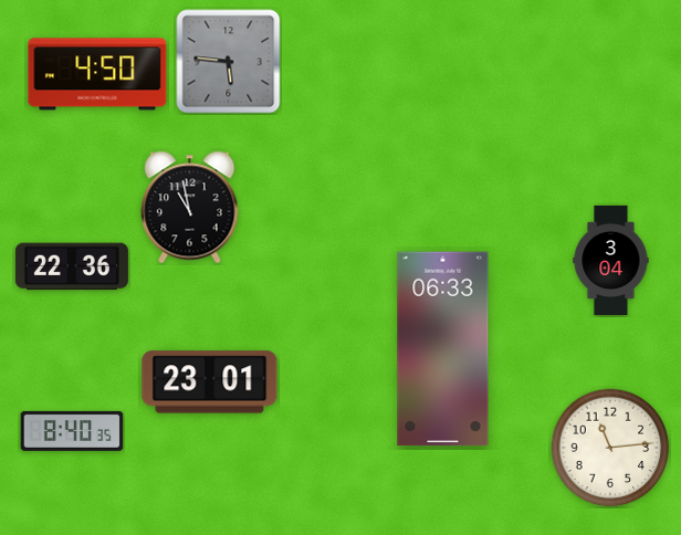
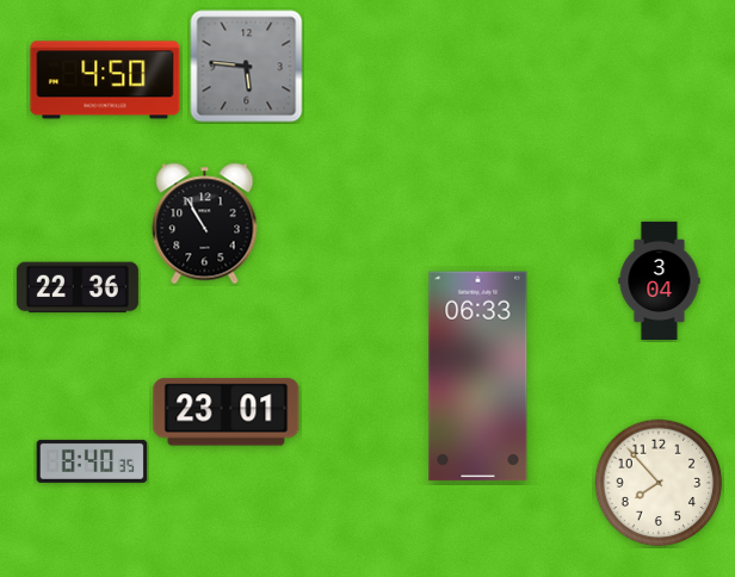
clock at (190, 208): 10:58 -> 10:55
clock at (72, 431) position: (72, 431) -> (92, 461)
clock at (610, 448): 11:14 -> 7:53
